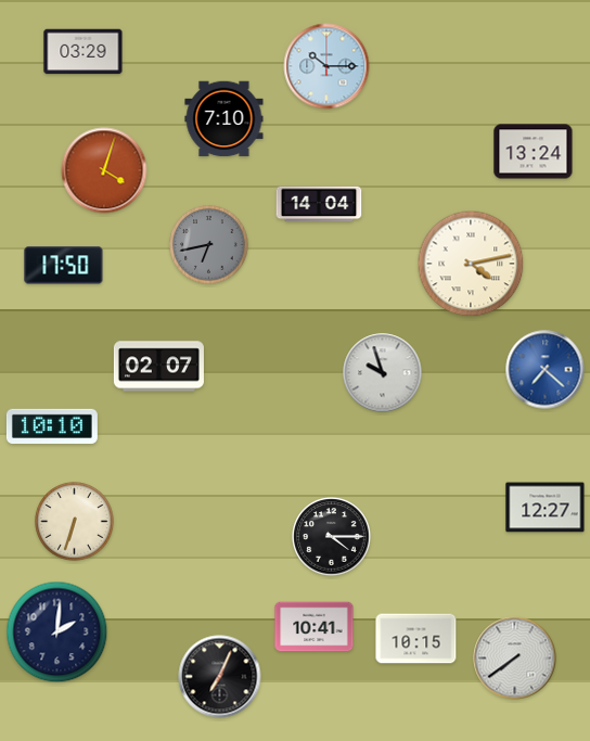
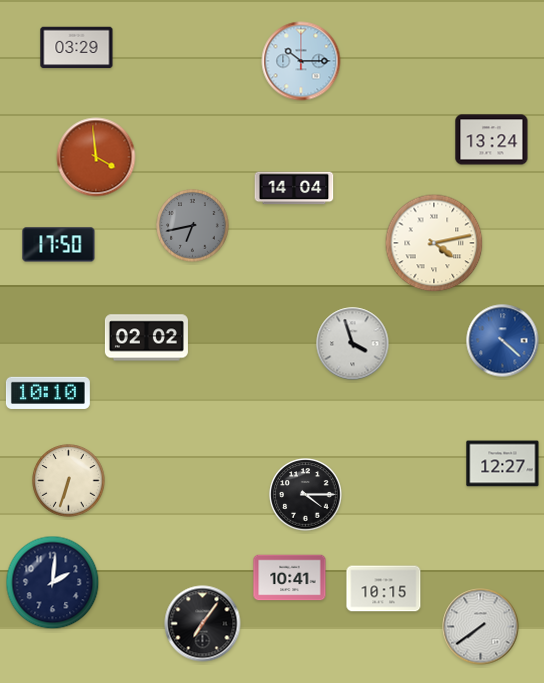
clock at (225, 119): 7:10 -> none
clock at (104, 170): 4:03 -> 3:59
clock at (158, 367): 02:07 -> 02:02
clock at (546, 370): 7:22 -> 4:22
clock at (383, 373): 9:57 -> 3:57
clock at (546, 508) position: (546, 508) -> (503, 464)
clock at (515, 659) position: (515, 659) -> (481, 627)
clock at (220, 677): 7:04 -> 7:06
